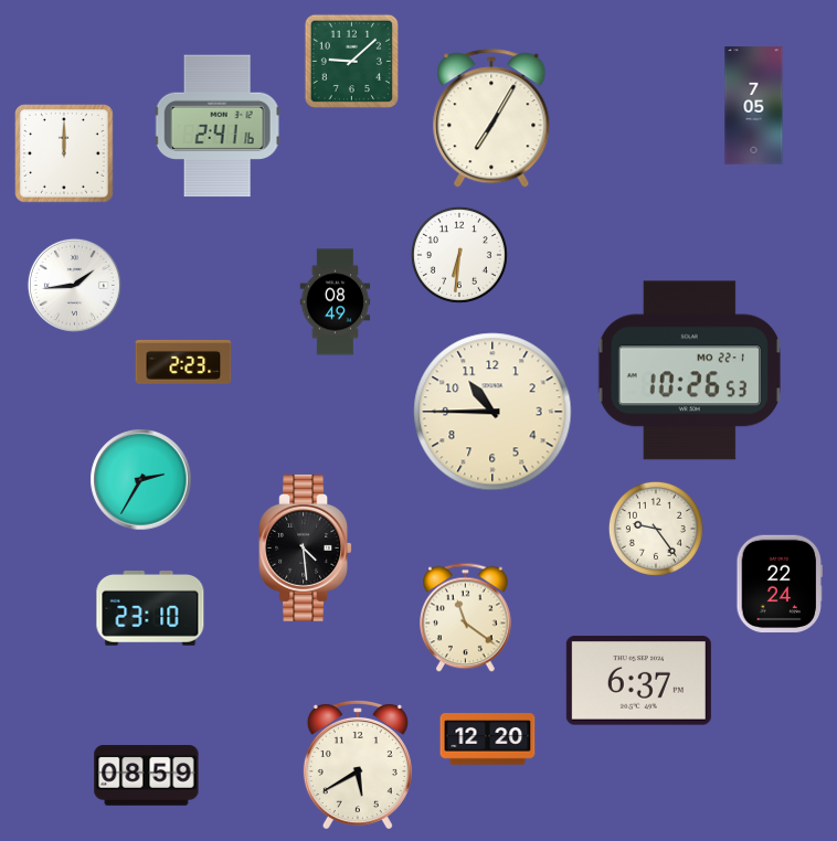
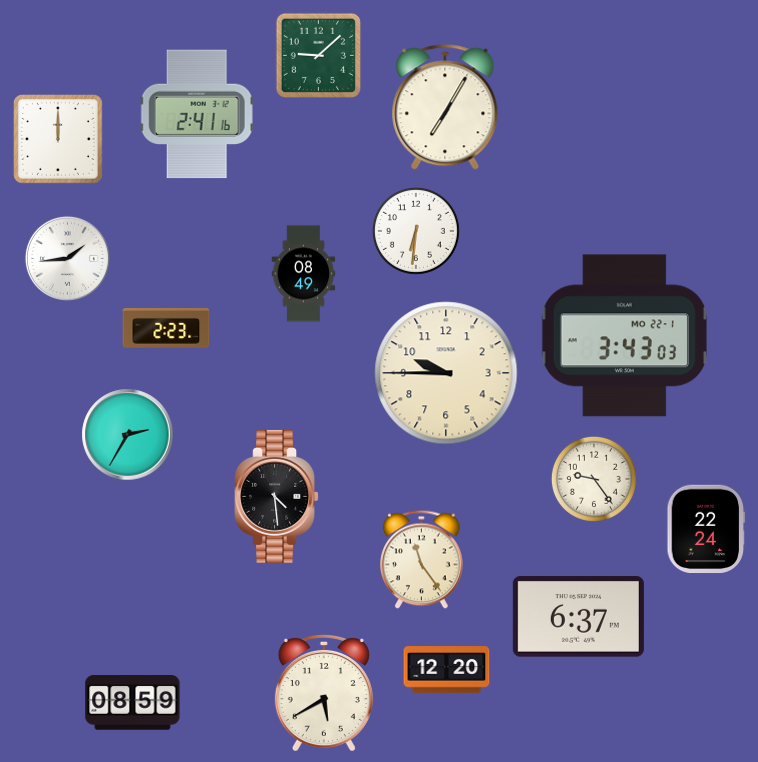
clock at (754, 106): 7:05 -> none
clock at (689, 371): 10:26 -> 3:43
clock at (492, 412): 10:45 -> 9:45
clock at (150, 609): 23:10 -> none
clock at (466, 618): 11:21 -> 11:24
clock at (488, 739) position: (488, 739) -> (447, 670)
